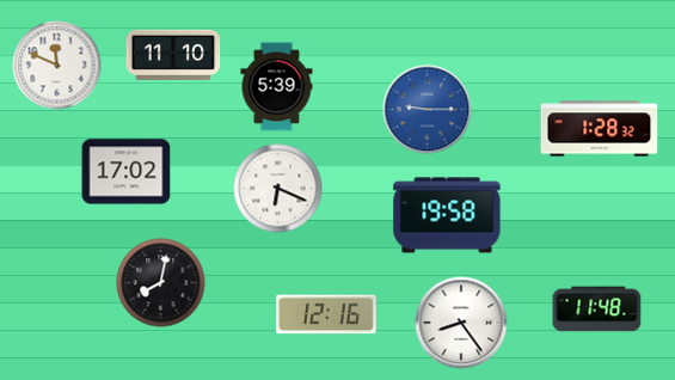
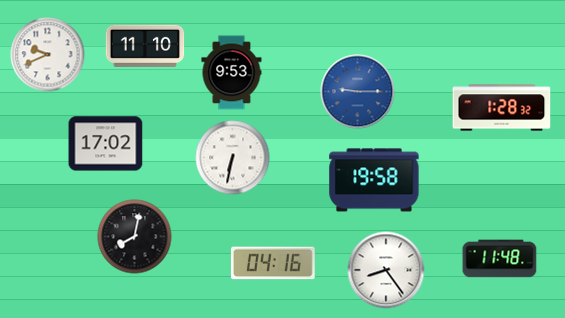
clock at (57, 66): 11:49 -> 9:41
clock at (277, 87): 5:39 -> 9:53
clock at (278, 189): 6:19 -> 6:32
clock at (326, 314): 12:16 -> 04:16
